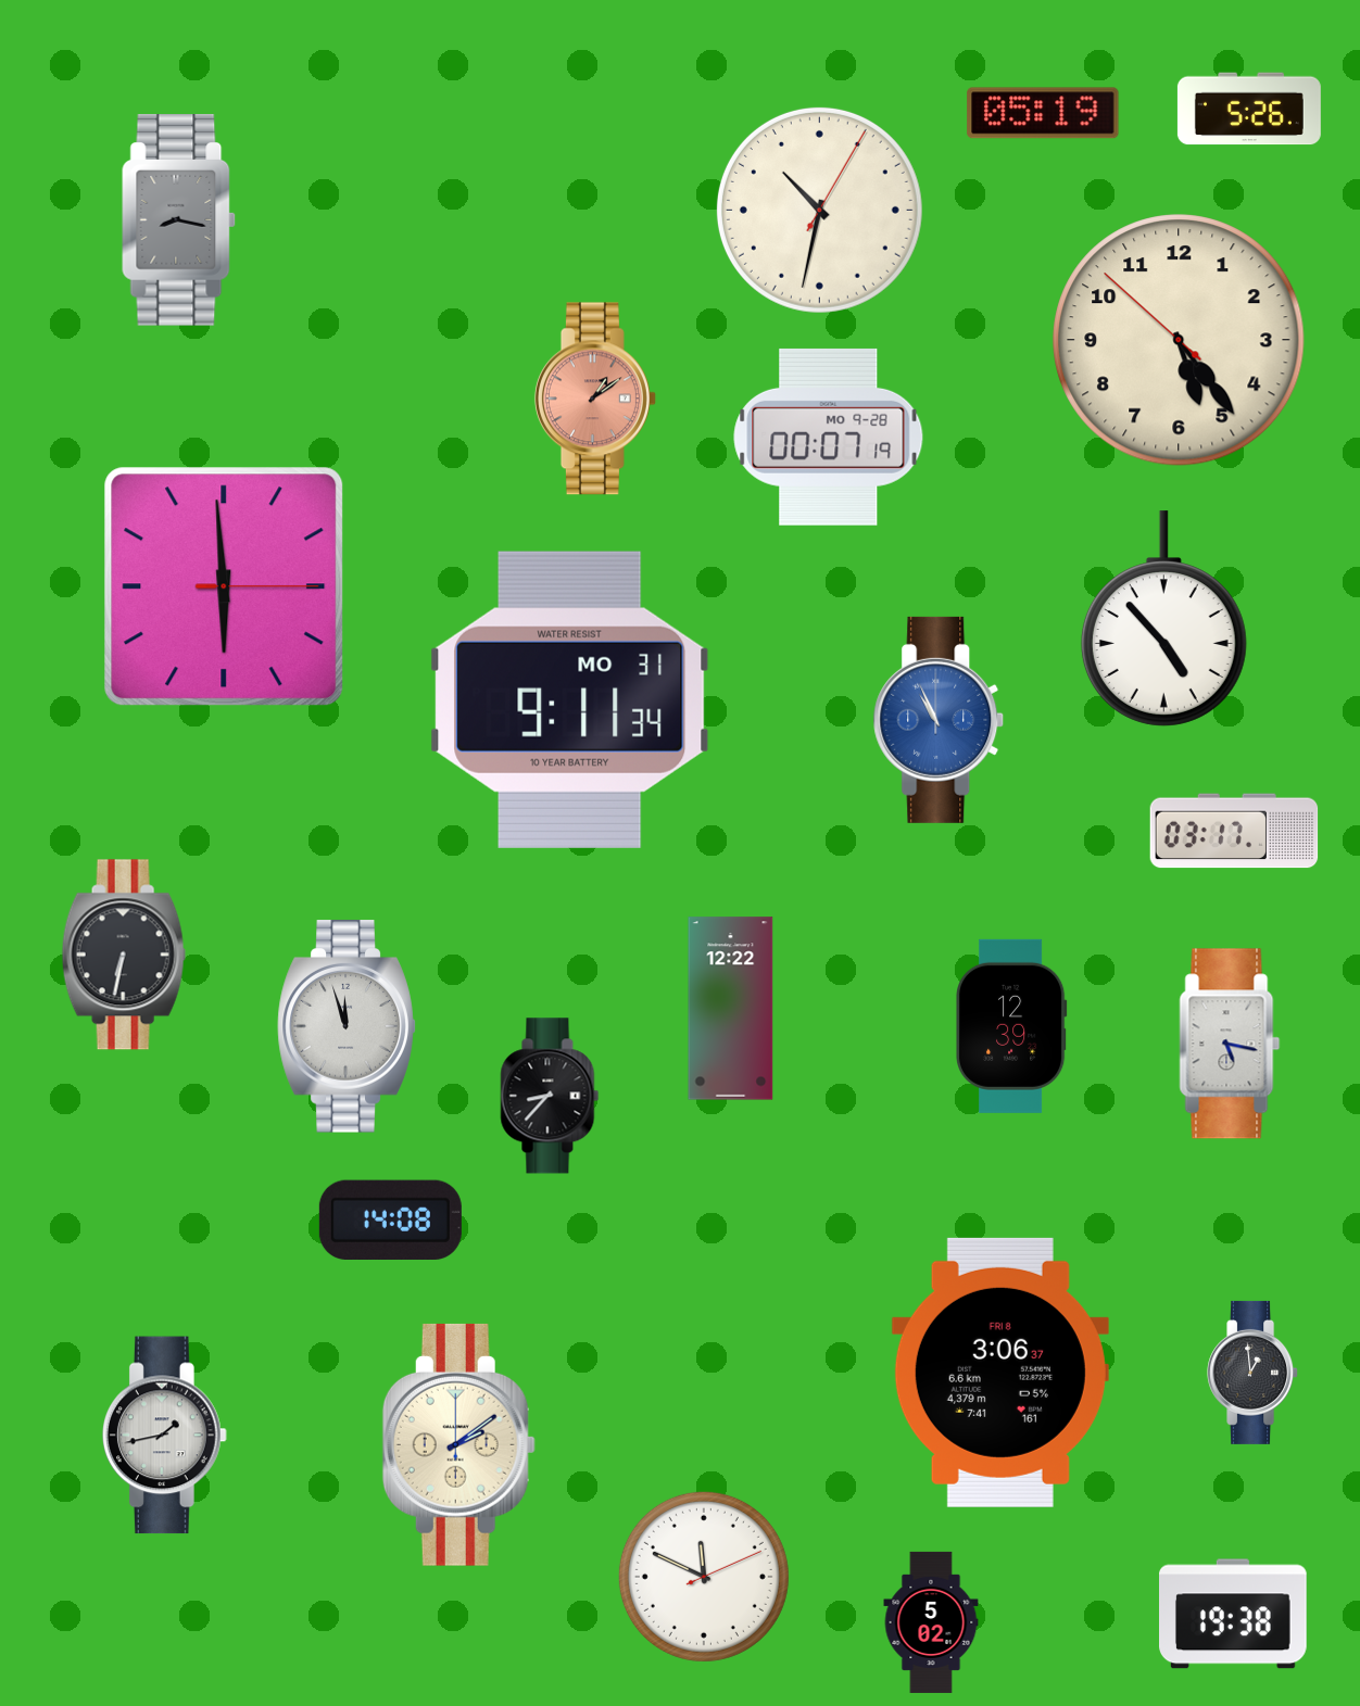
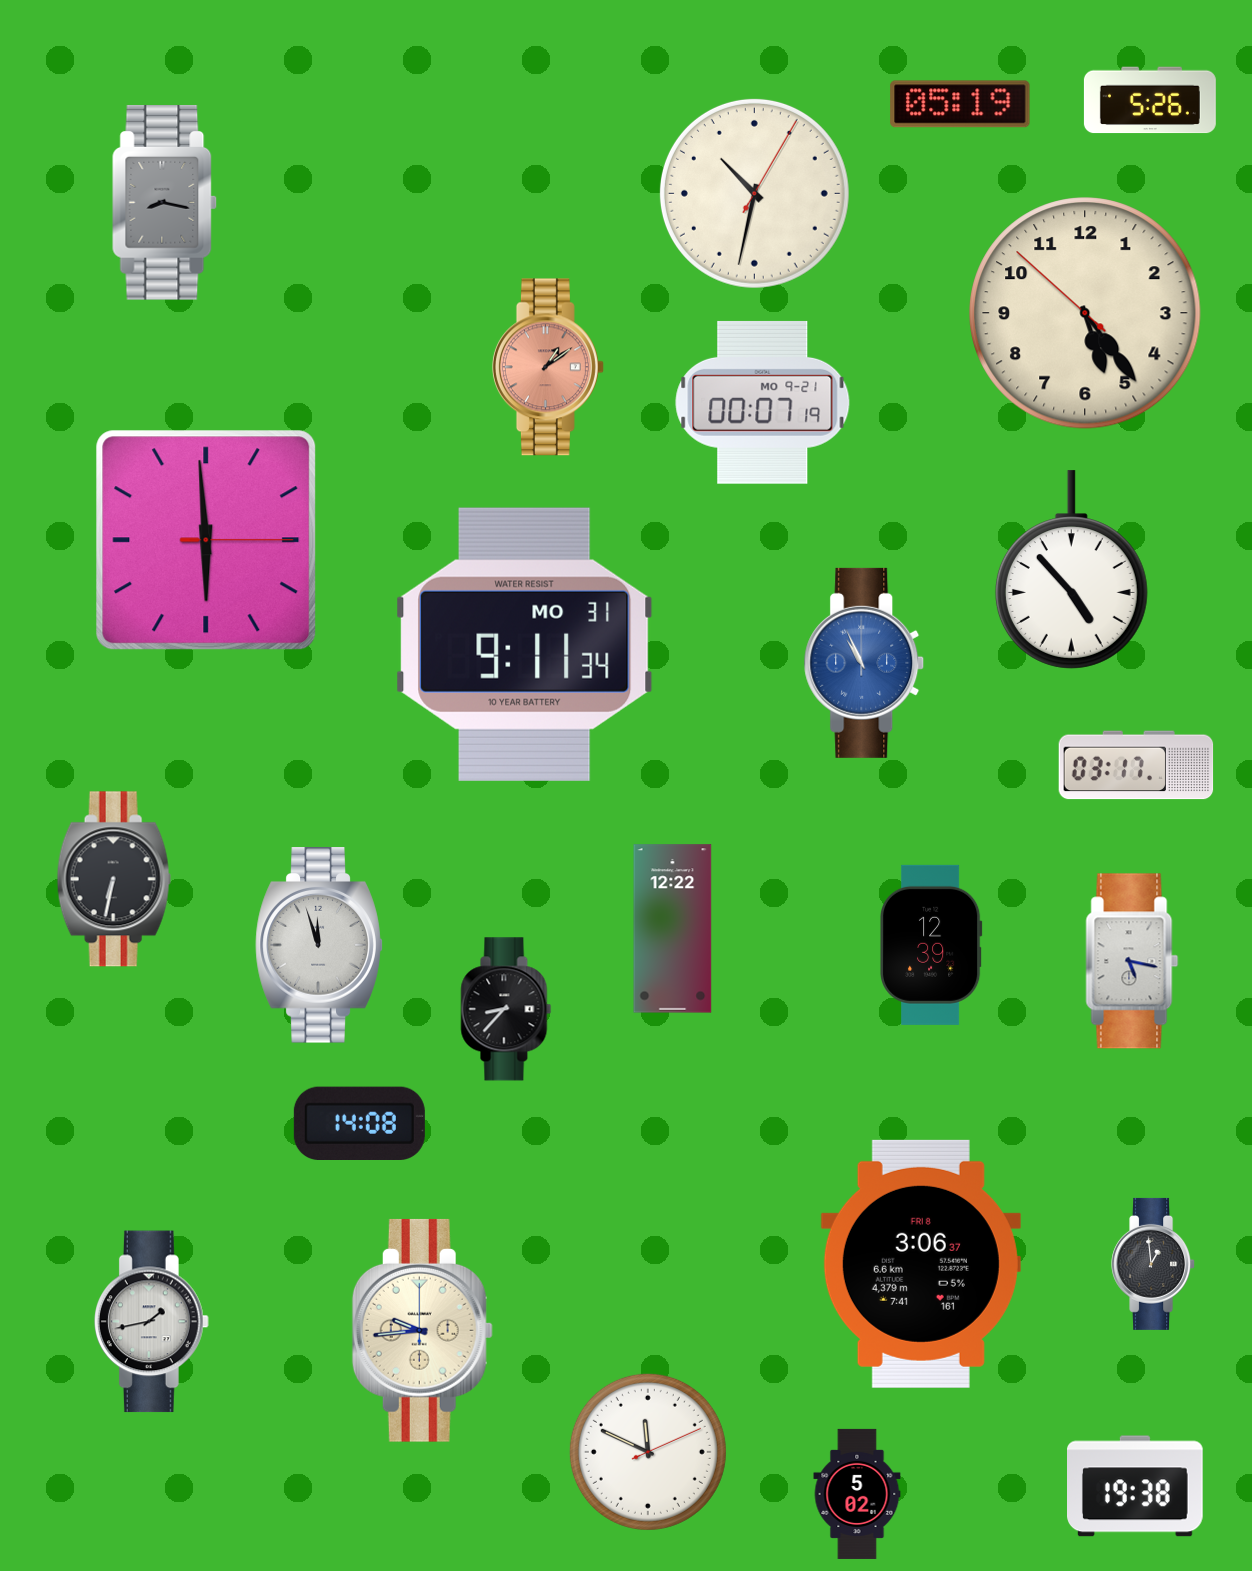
clock at (829, 437) date: MO 9-28 -> MO 9-21
clock at (458, 1444): 2:09 -> 9:44
